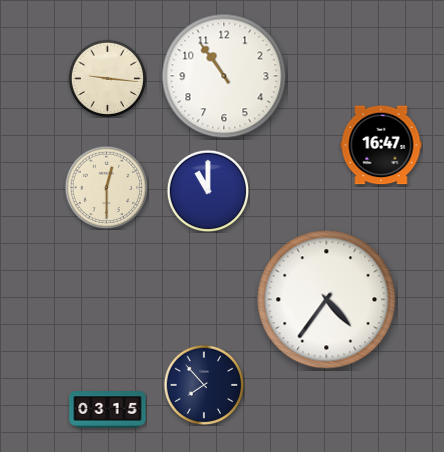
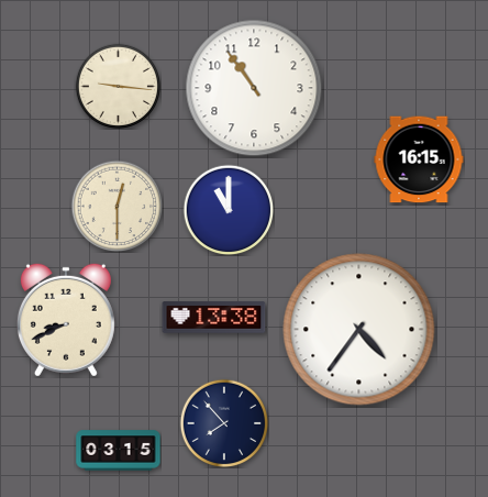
clock at (224, 76) position: (224, 76) -> (254, 88)
clock at (381, 145): 16:47 -> 16:15
clock at (214, 318): none -> 13:38
clock at (66, 320): none -> 8:41
